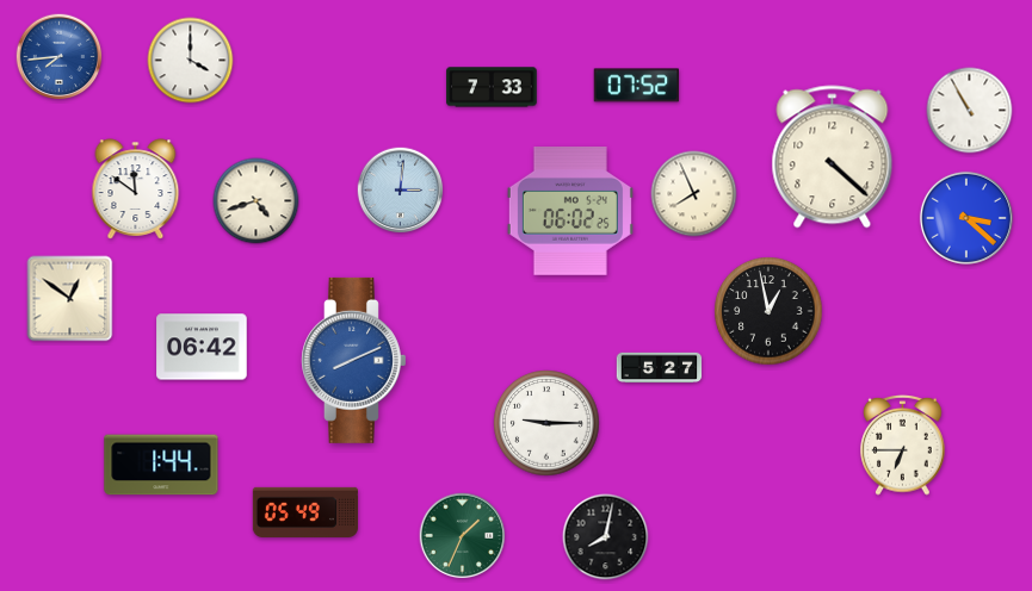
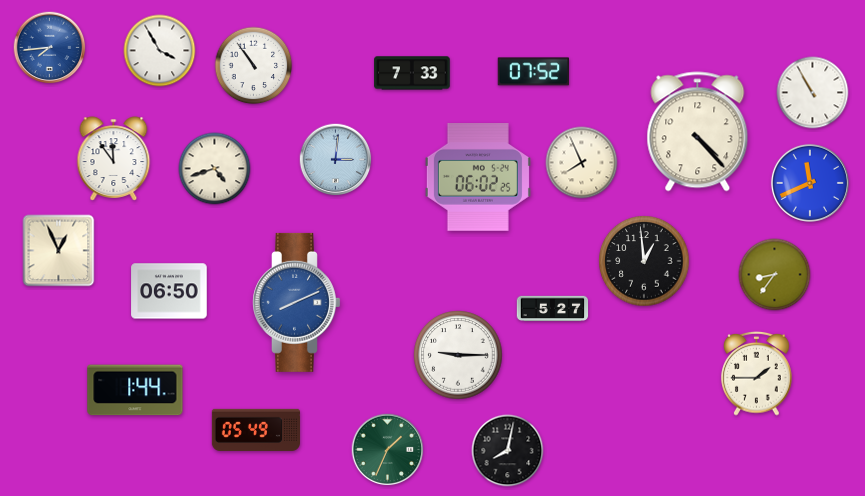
clock at (191, 61): 4:00 -> 3:55
clock at (254, 66): none -> 10:54
clock at (833, 157): 4:22 -> 4:23
clock at (136, 189): 11:51 -> 11:54
clock at (966, 218): 3:22 -> 11:41
clock at (70, 299): 12:51 -> 12:56
clock at (768, 311): 12:58 -> 12:59
clock at (775, 275): none -> 8:36
clock at (202, 347): 06:42 -> 06:50
clock at (903, 444): 6:45 -> 1:45
